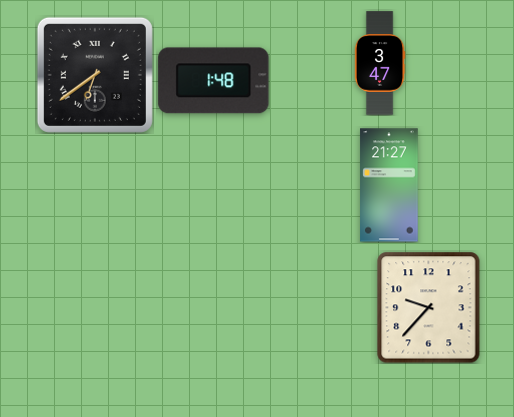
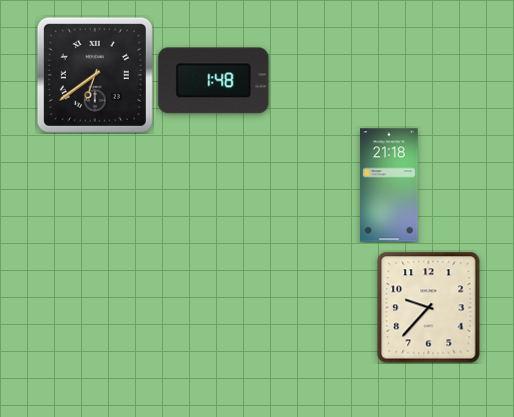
clock at (380, 63): 3:47 -> none
clock at (389, 185): 21:27 -> 21:18
